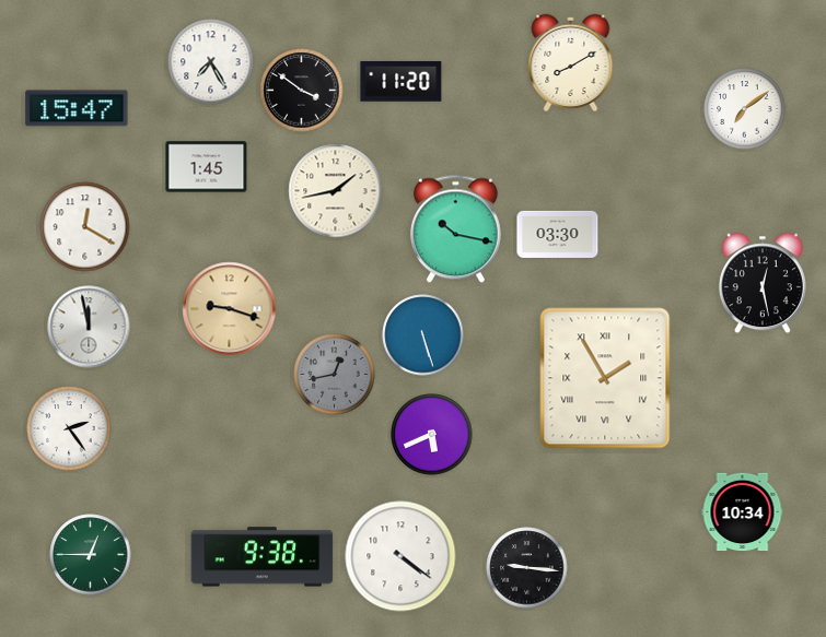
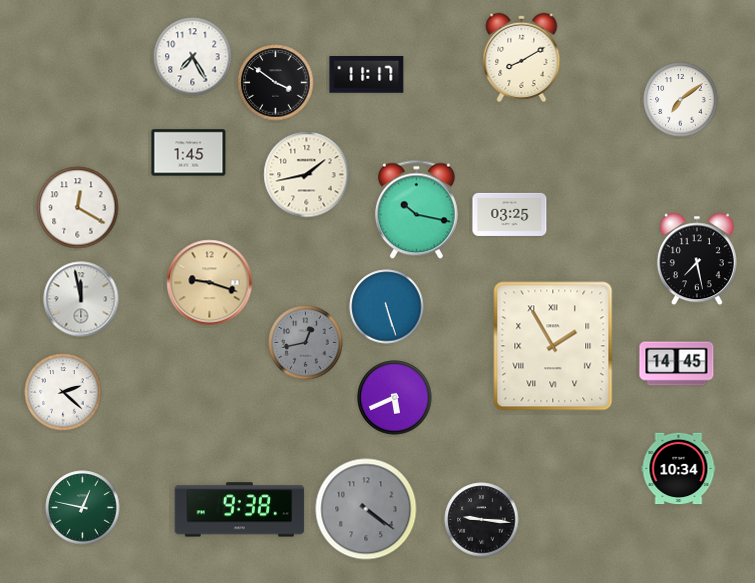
clock at (402, 82): 11:20 -> 11:17
clock at (77, 108): 15:47 -> none
clock at (558, 234): 03:30 -> 03:25
clock at (763, 283): 12:28 -> 7:28
clock at (677, 364): none -> 14:45
clock at (69, 428): 2:24 -> 2:22
clock at (91, 555): 12:45 -> 12:47
clock at (400, 556) dial: white -> grey
